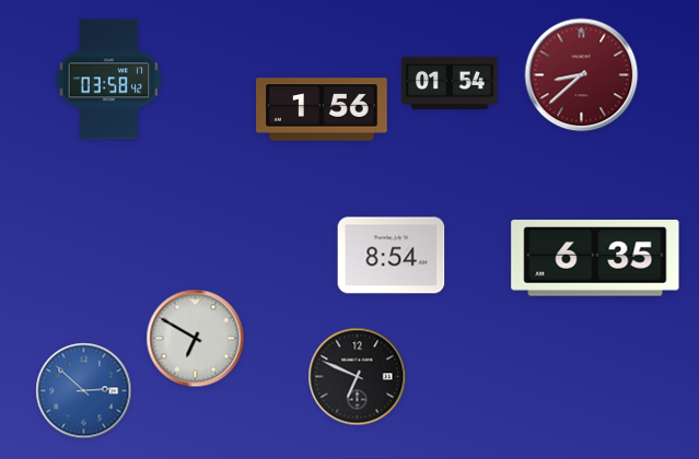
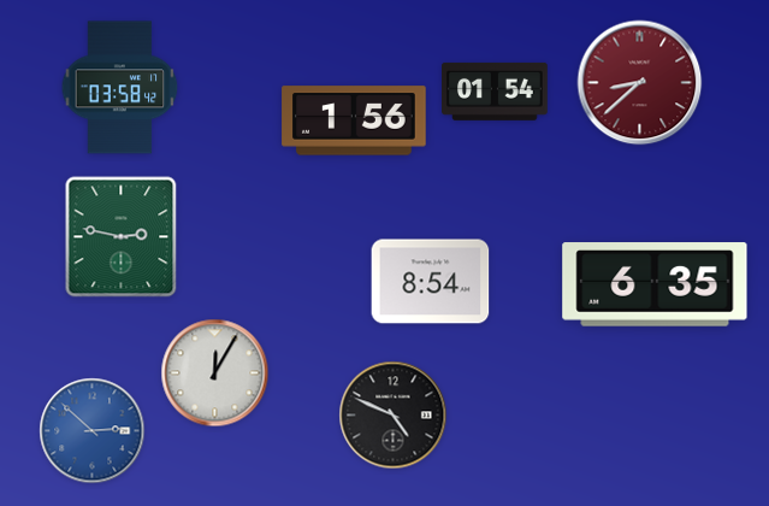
clock at (122, 237): none -> 2:47
clock at (196, 339): 6:50 -> 12:05
clock at (358, 377): 6:49 -> 4:49
